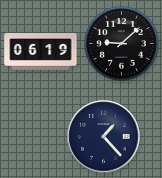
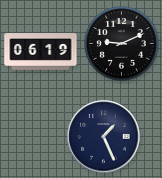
clock at (122, 44): 9:08 -> 9:11
clock at (104, 137): 1:23 -> 1:26
